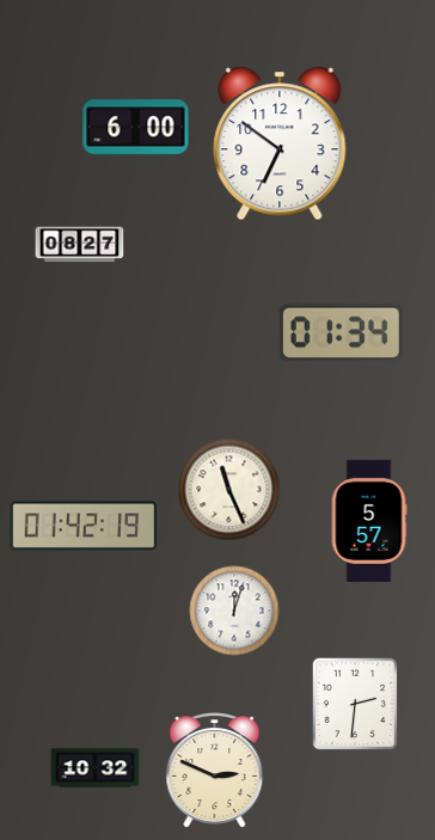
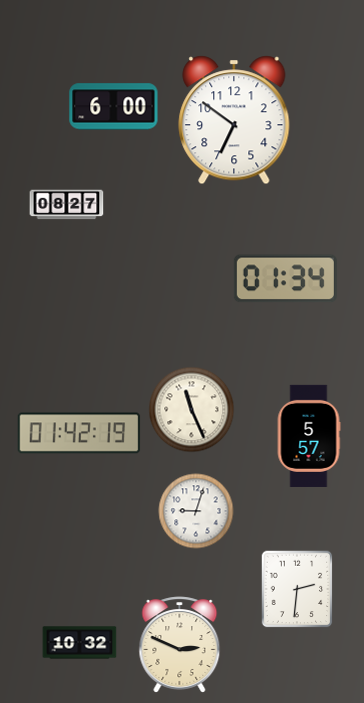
clock at (84, 526) position: (84, 526) -> (79, 433)
clock at (234, 611): 12:03 -> 9:03
